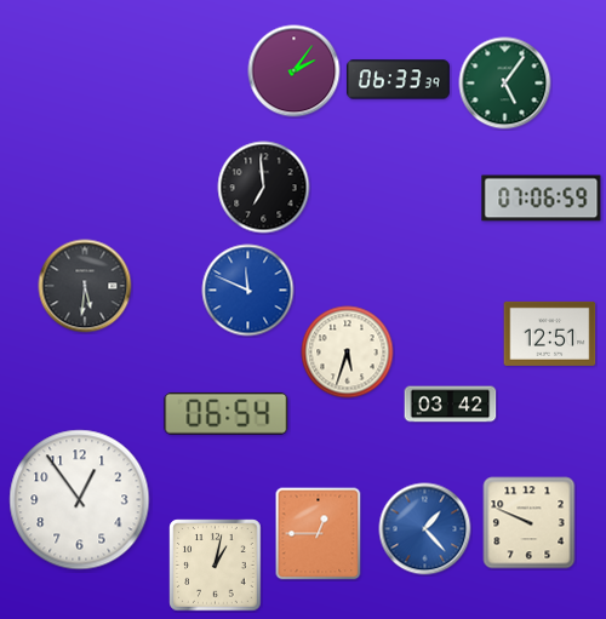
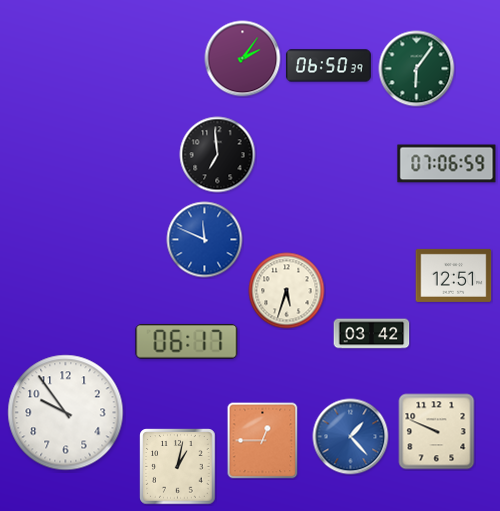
clock at (398, 80): 06:33 -> 06:50
clock at (505, 84): 5:06 -> 6:06
clock at (85, 286): 5:31 -> none
clock at (227, 413): 06:54 -> 06:17
clock at (80, 500): 12:54 -> 9:54
